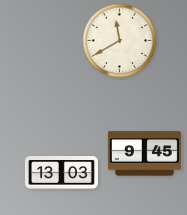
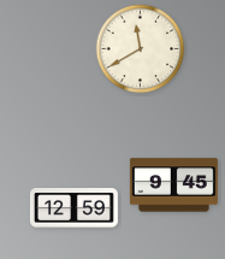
clock at (120, 41) position: (120, 41) -> (141, 49)
clock at (61, 173): 13:03 -> 12:59
